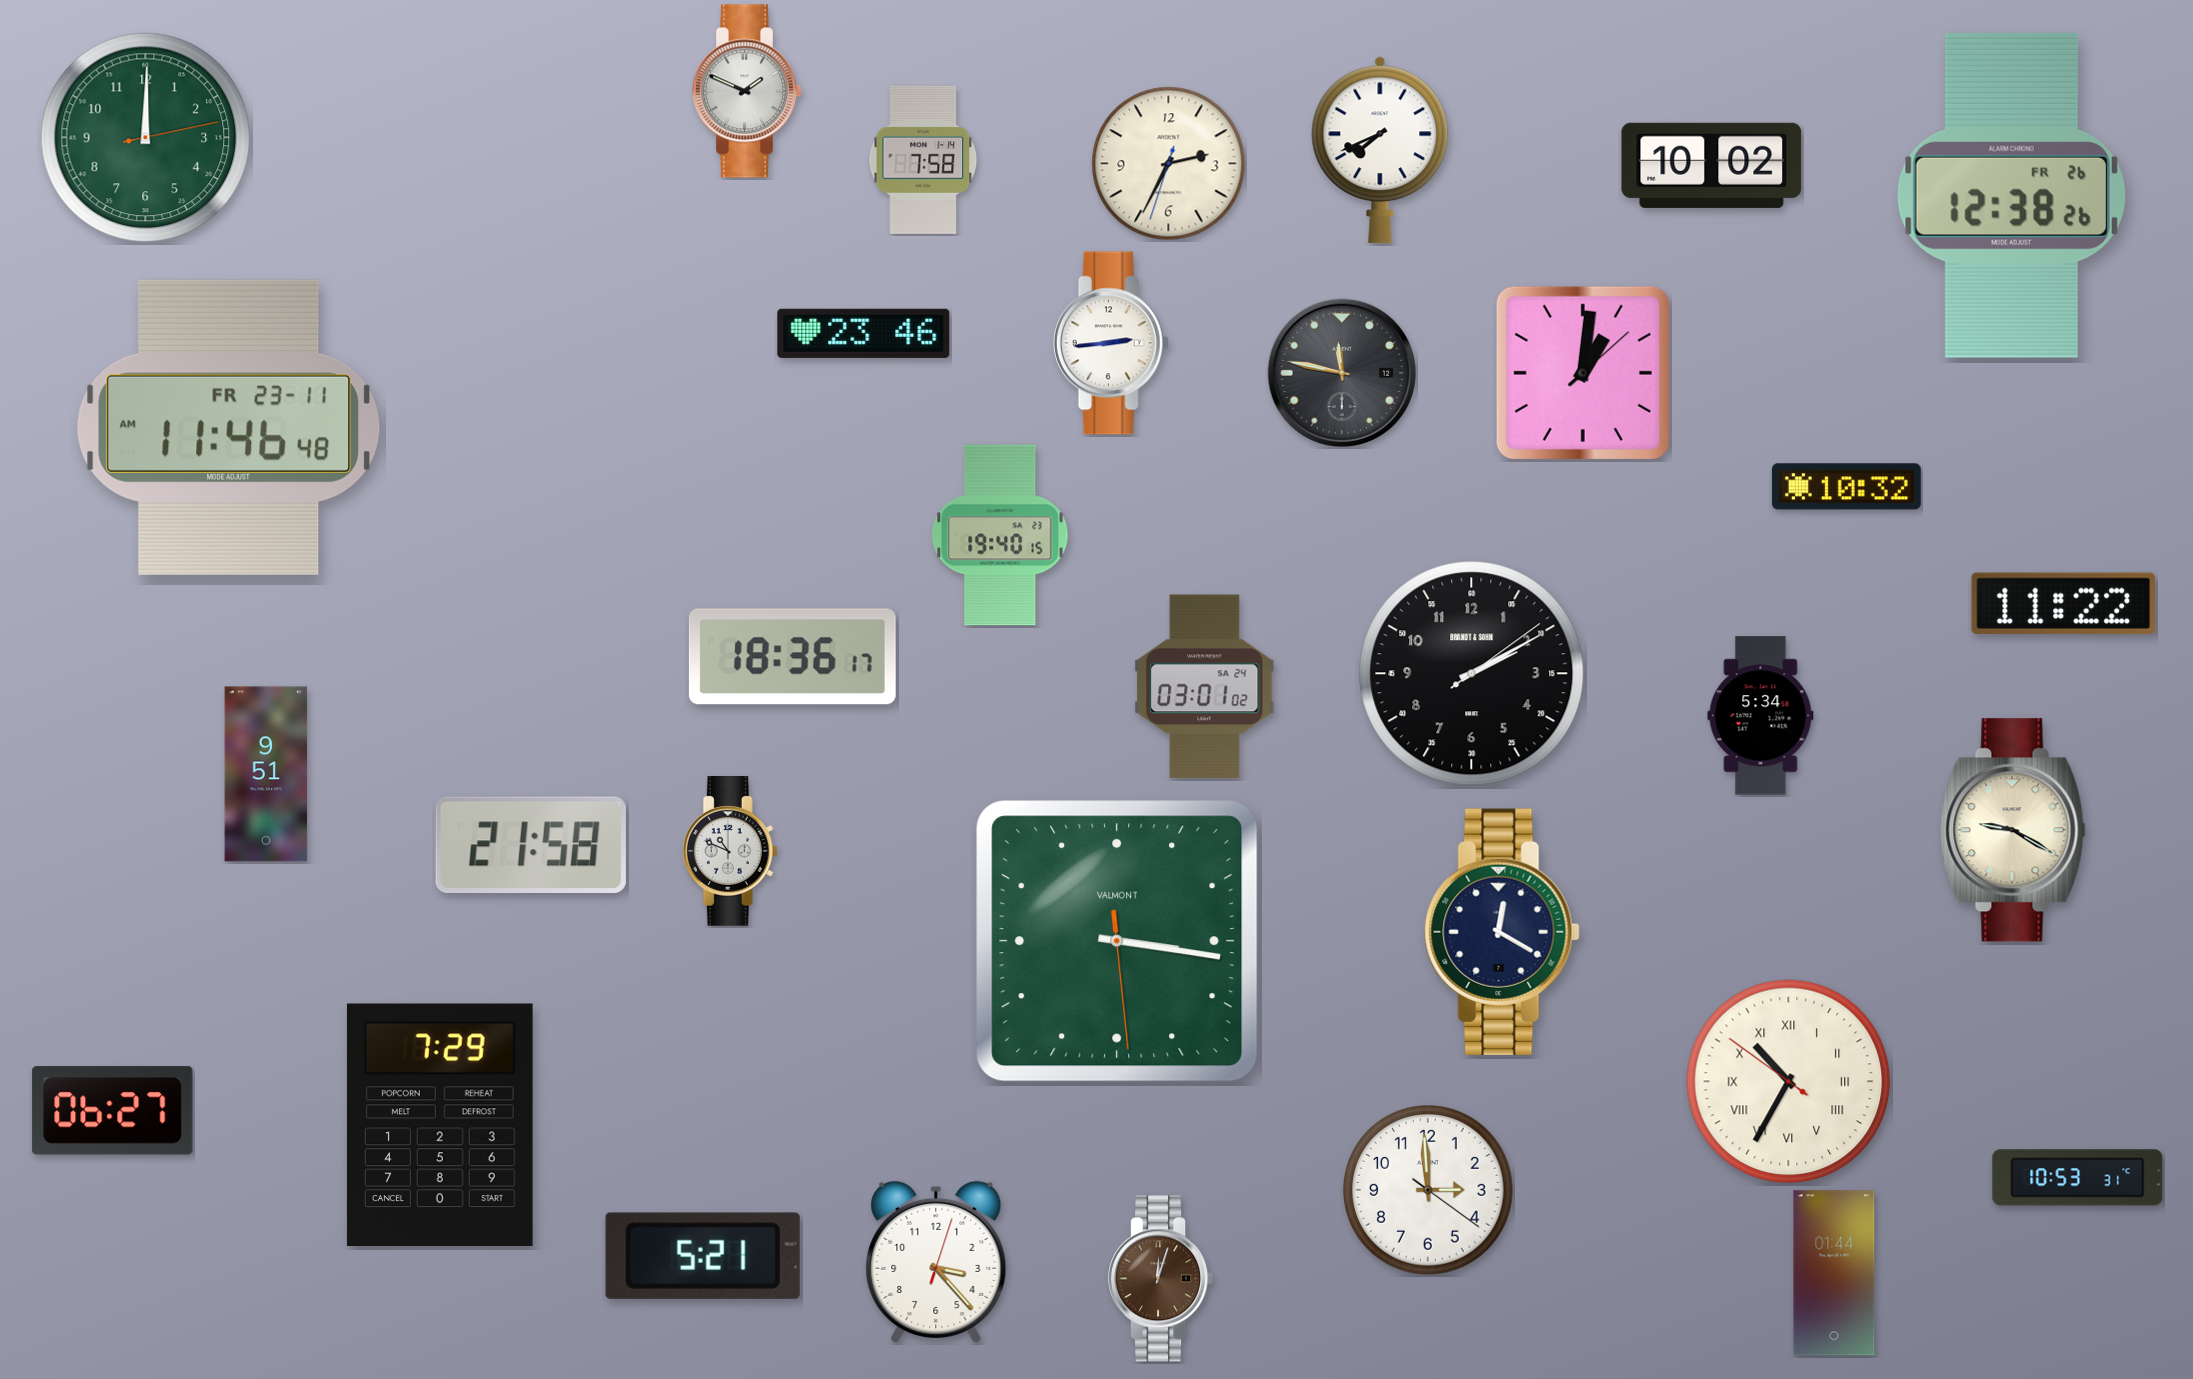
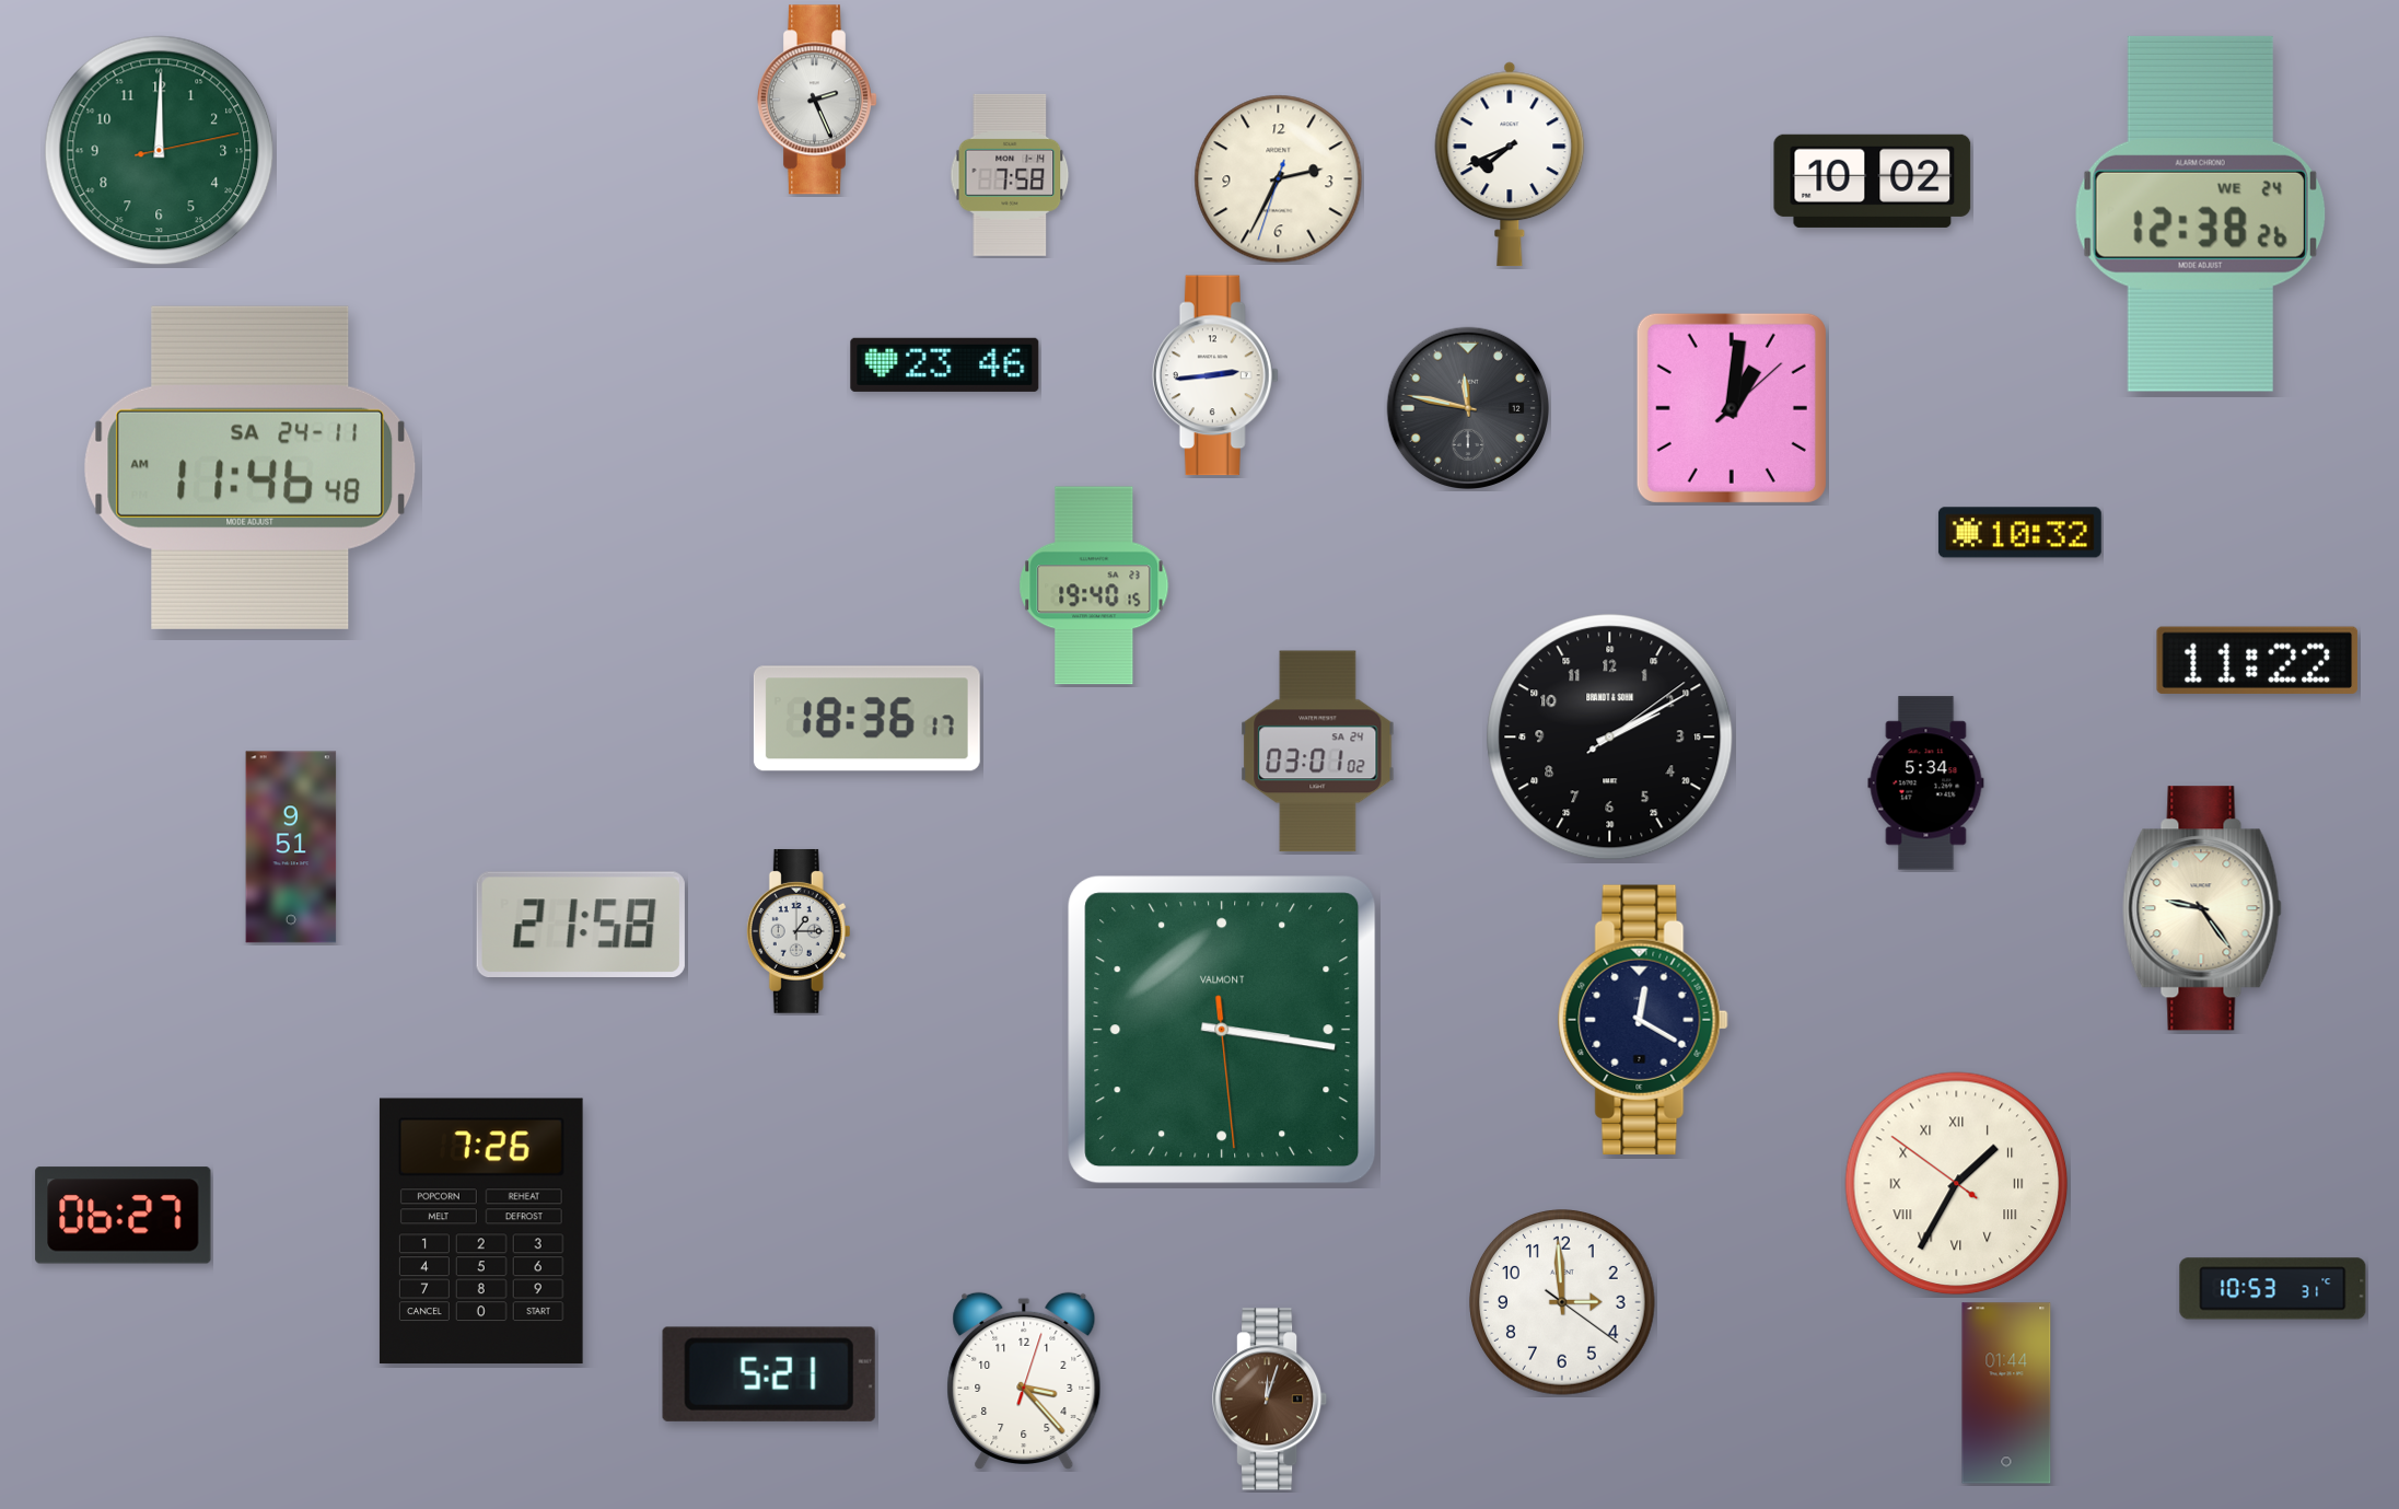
clock at (747, 91): 1:49 -> 2:26
clock at (2011, 195) date: FR 26 -> WE 24
clock at (229, 427) date: FR 23-11 -> SA 24-11
clock at (2013, 830): 9:20 -> 9:24
clock at (730, 851): 10:49 -> 1:15
clock at (1789, 1082): 10:34 -> 1:34
clock at (440, 1125): 7:29 -> 7:26
